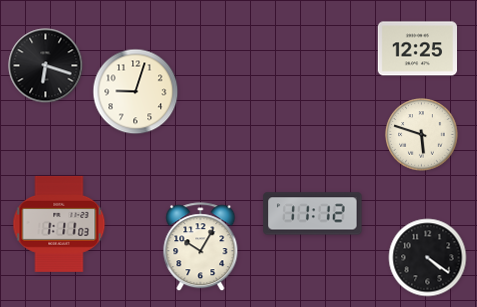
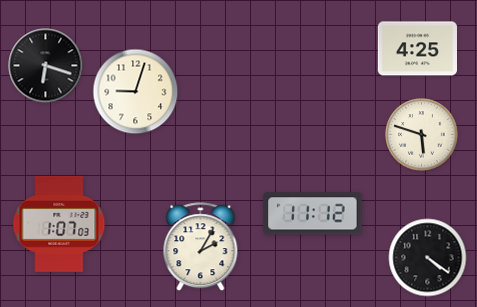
clock at (417, 49): 12:25 -> 4:25
clock at (59, 224): 1:11 -> 1:07
clock at (201, 247): 10:05 -> 2:05
